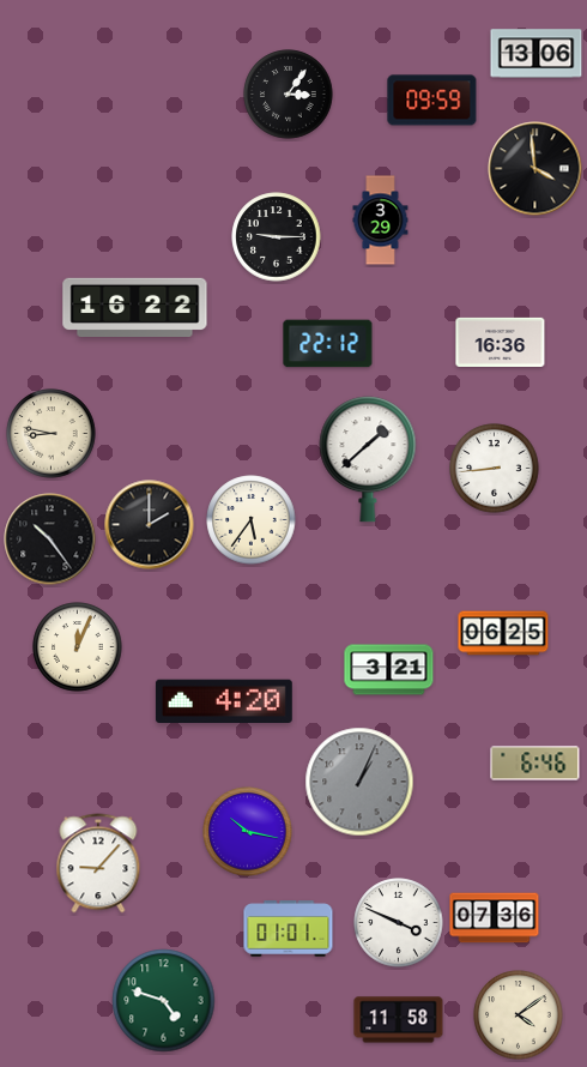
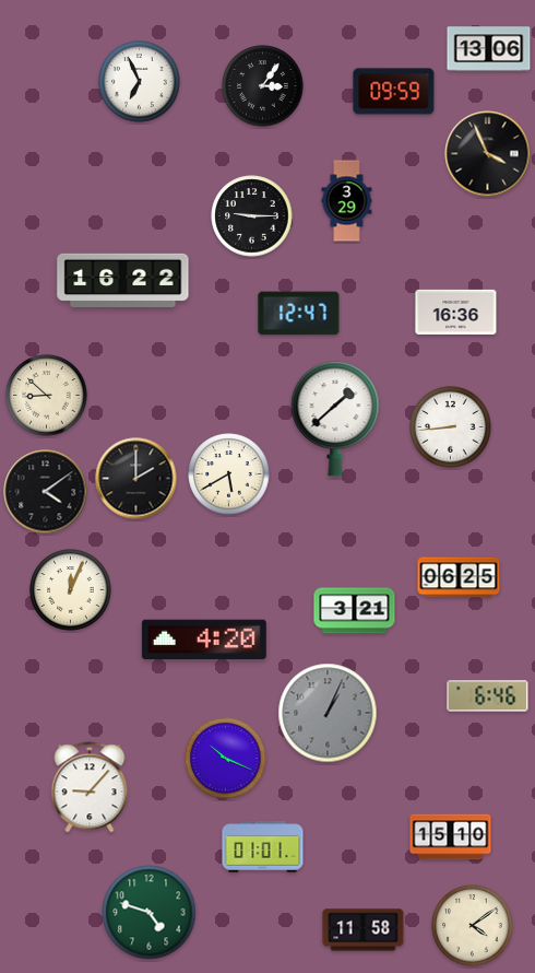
clock at (140, 82): none -> 6:56
clock at (535, 169): 3:59 -> 3:56
clock at (328, 344): 22:12 -> 12:47
clock at (52, 434): 8:47 -> 8:52
clock at (252, 520): 5:36 -> 5:40
clock at (50, 539): 10:24 -> 4:09
clock at (248, 832): 10:17 -> 10:19
clock at (495, 918): 07:36 -> 15:10
clock at (399, 923): 3:49 -> none
